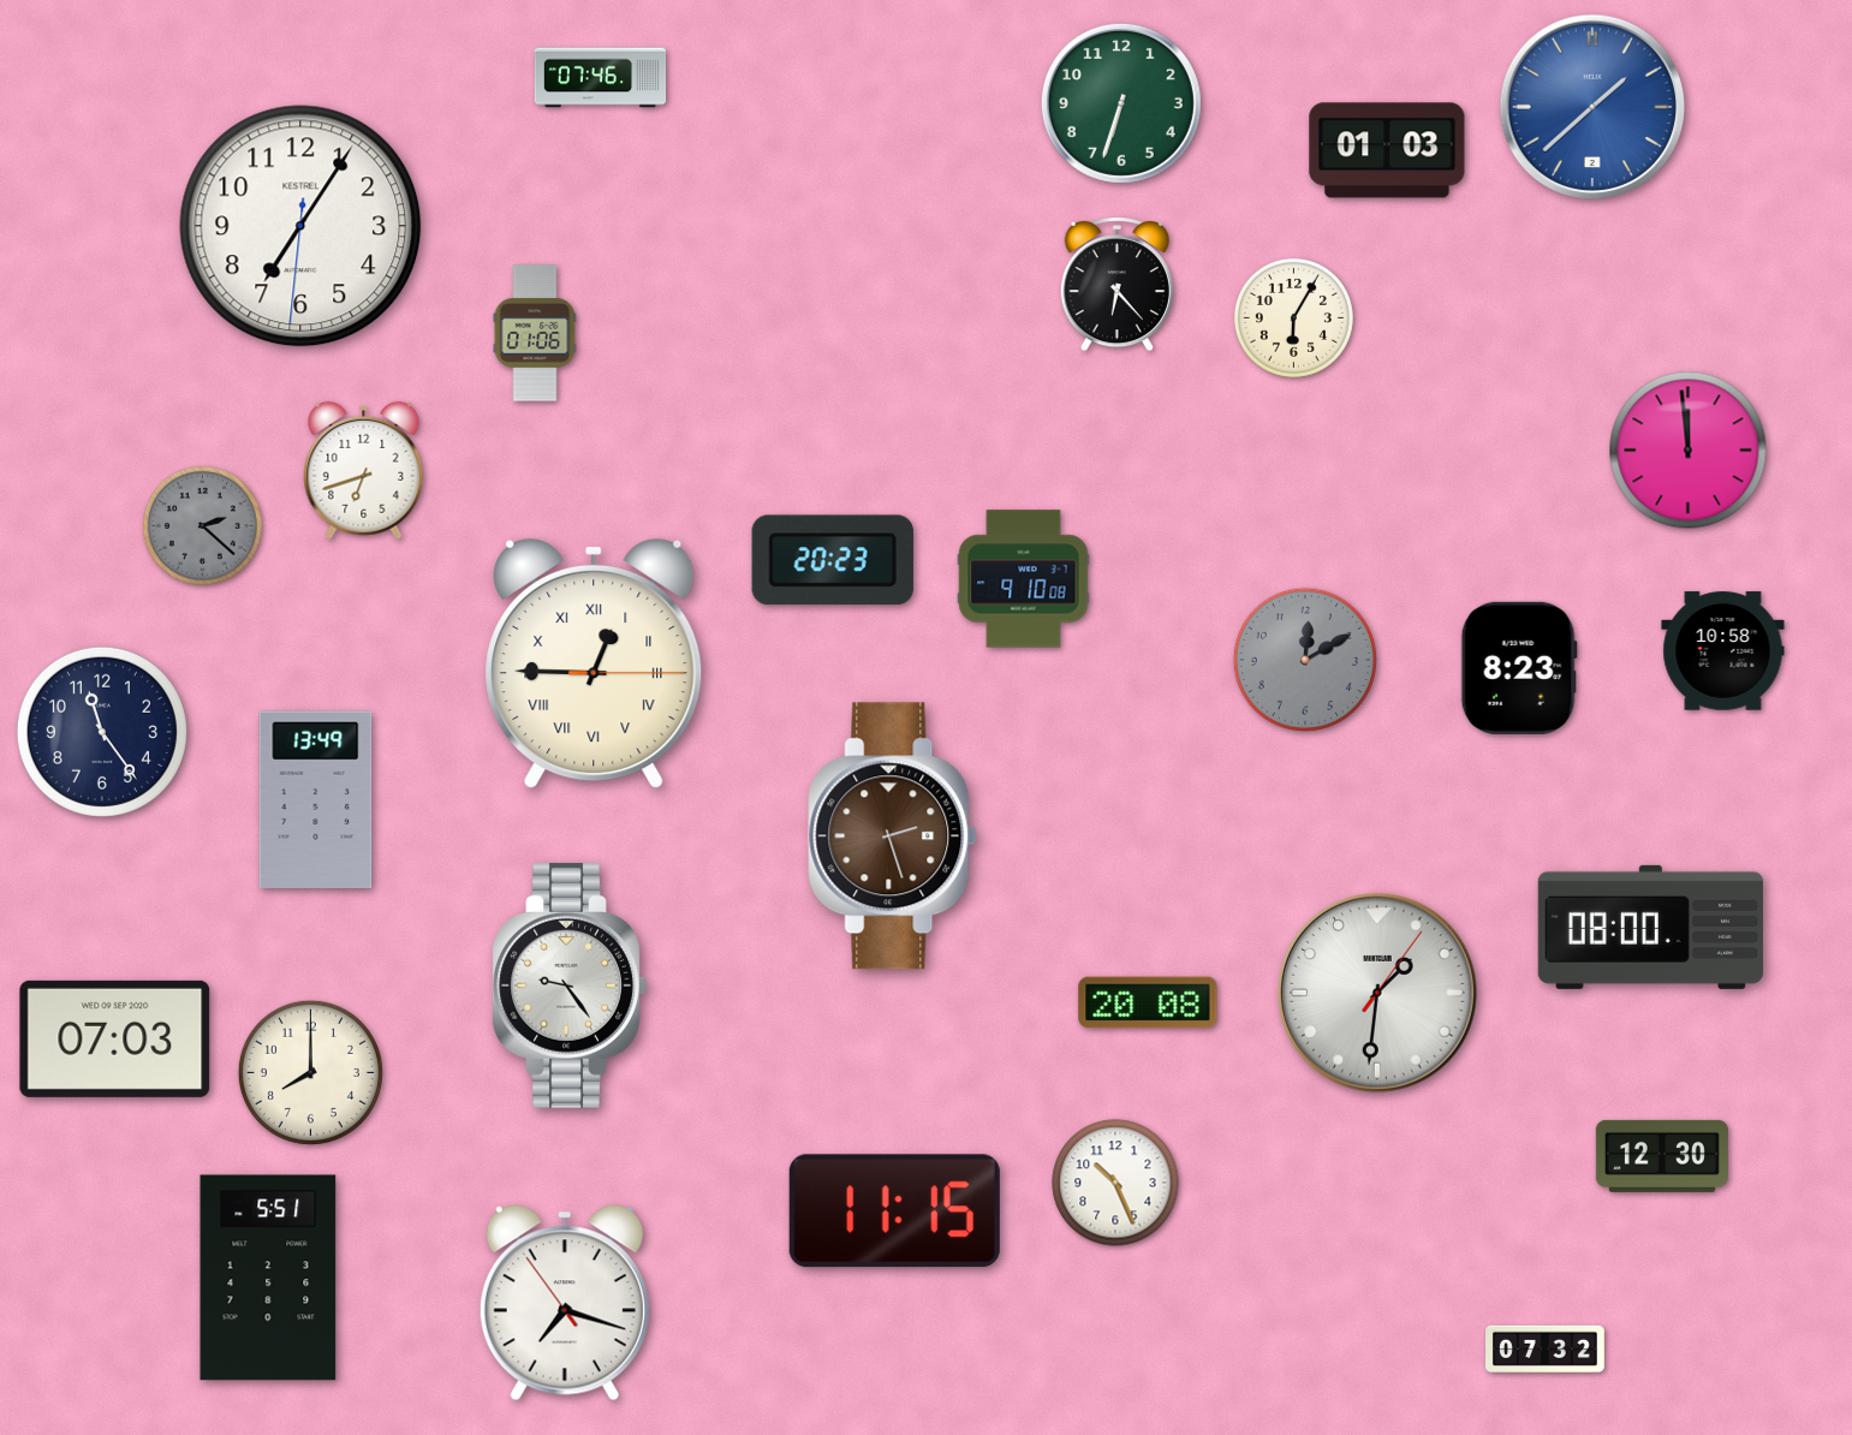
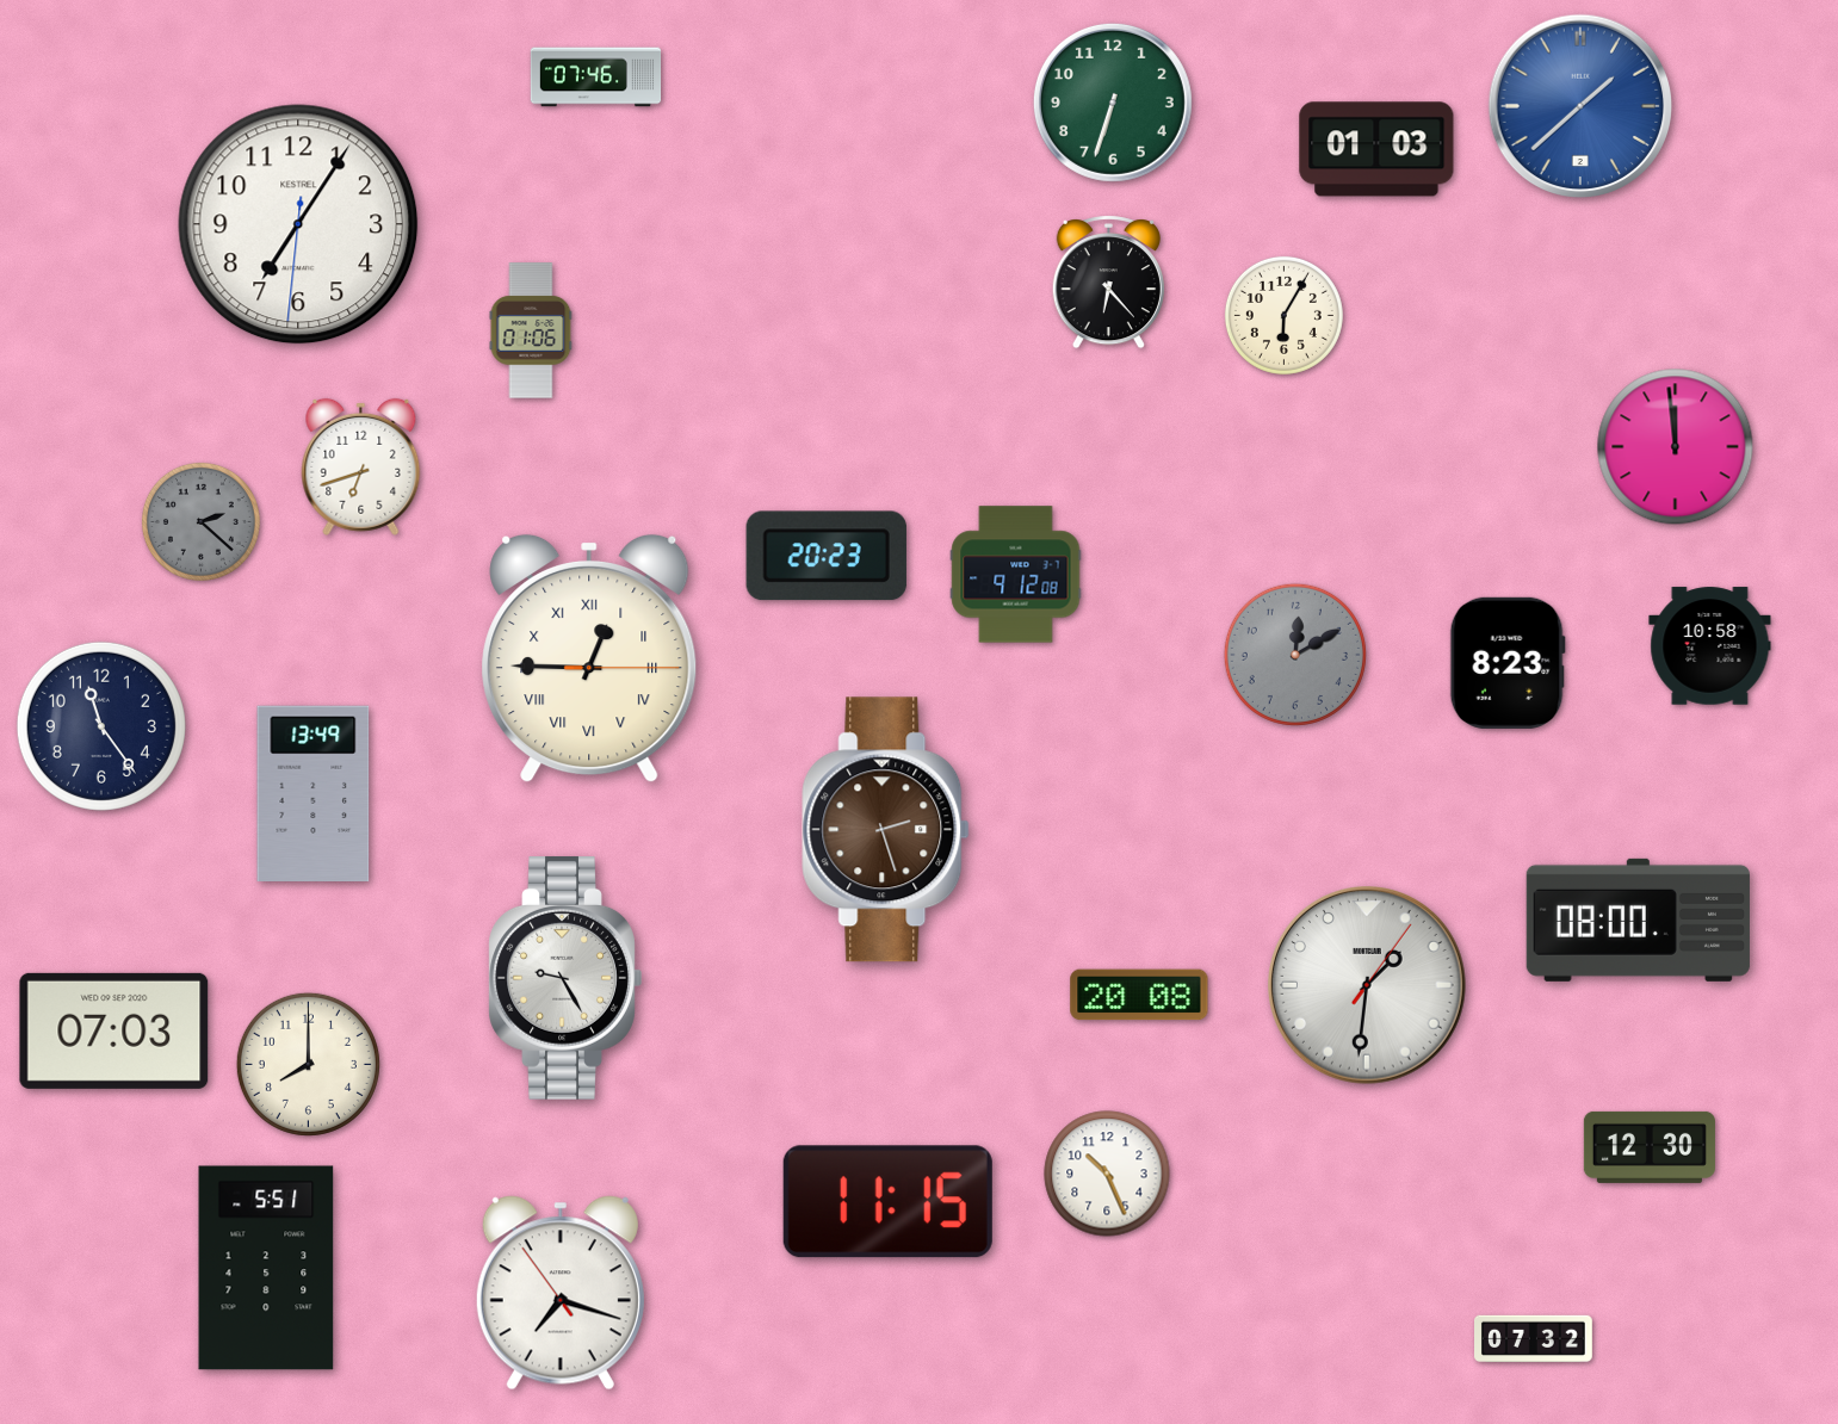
clock at (1024, 579): 9:10 -> 9:12
clock at (570, 986): 9:24 -> 9:25
